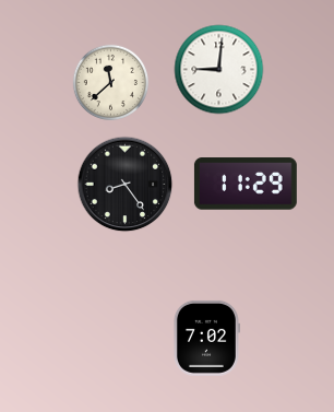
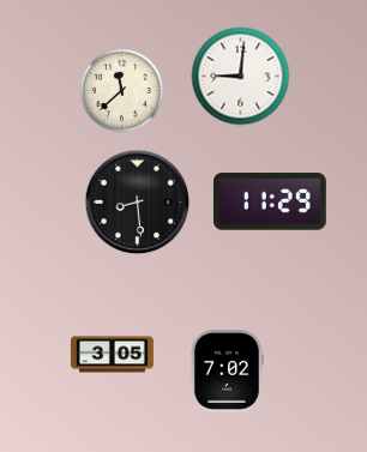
clock at (126, 185): 8:24 -> 8:29
clock at (113, 355): none -> 3:05
